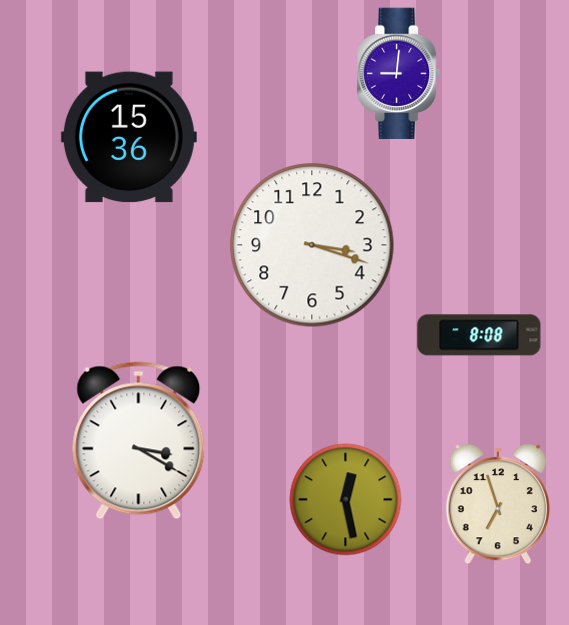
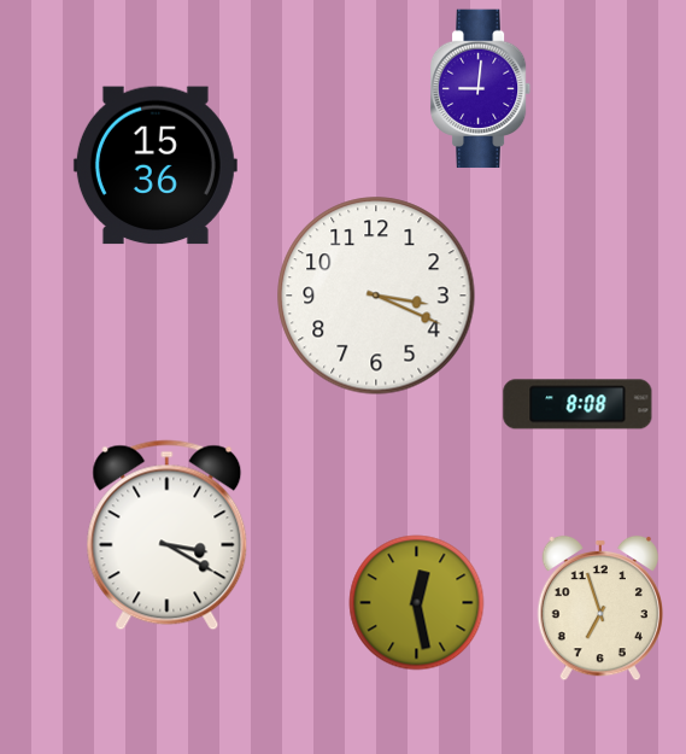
clock at (312, 245): 3:18 -> 3:19
clock at (139, 441) position: (139, 441) -> (168, 536)
